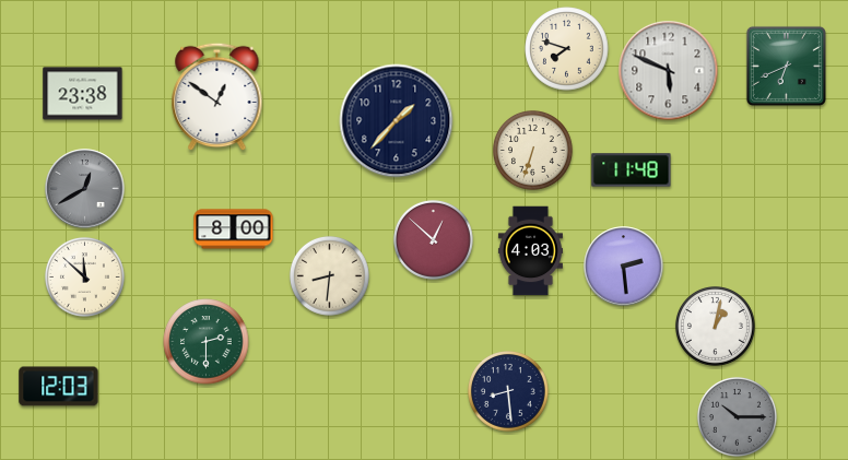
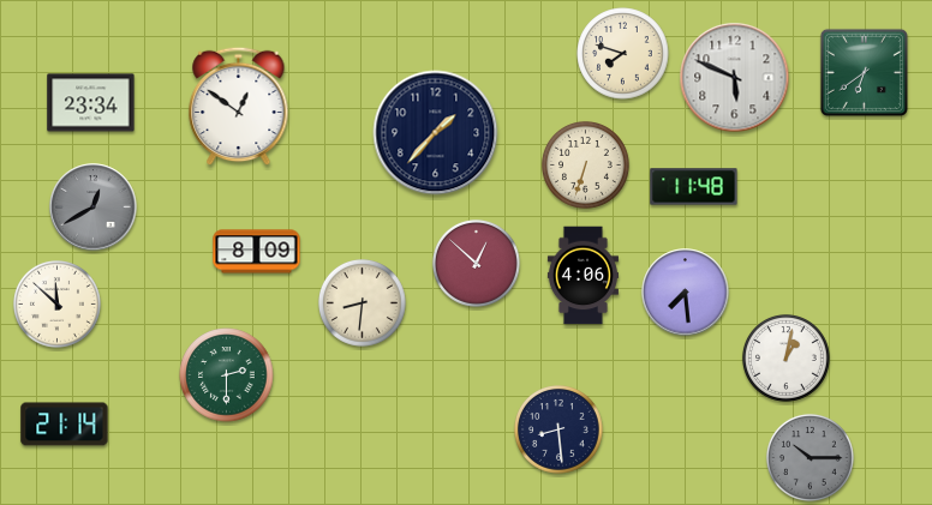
clock at (786, 66): 6:41 -> 6:39
clock at (83, 94): 23:38 -> 23:34
clock at (234, 229): 8:00 -> 8:09
clock at (530, 251): 4:03 -> 4:06
clock at (624, 267): 2:29 -> 7:29
clock at (85, 278) position: (85, 278) -> (58, 305)
clock at (59, 387): 12:03 -> 21:14
